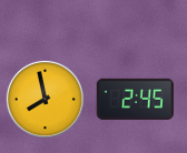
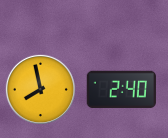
clock at (135, 99): 2:45 -> 2:40
